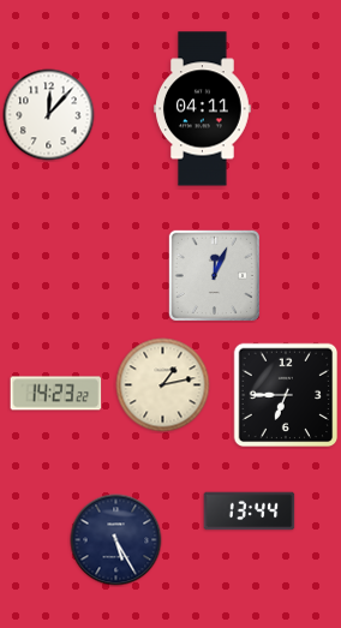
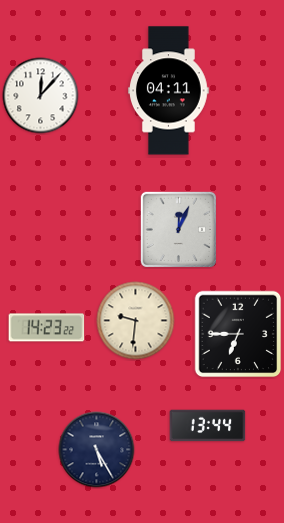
clock at (163, 385): 1:13 -> 9:31
clock at (286, 395) position: (286, 395) -> (238, 334)
